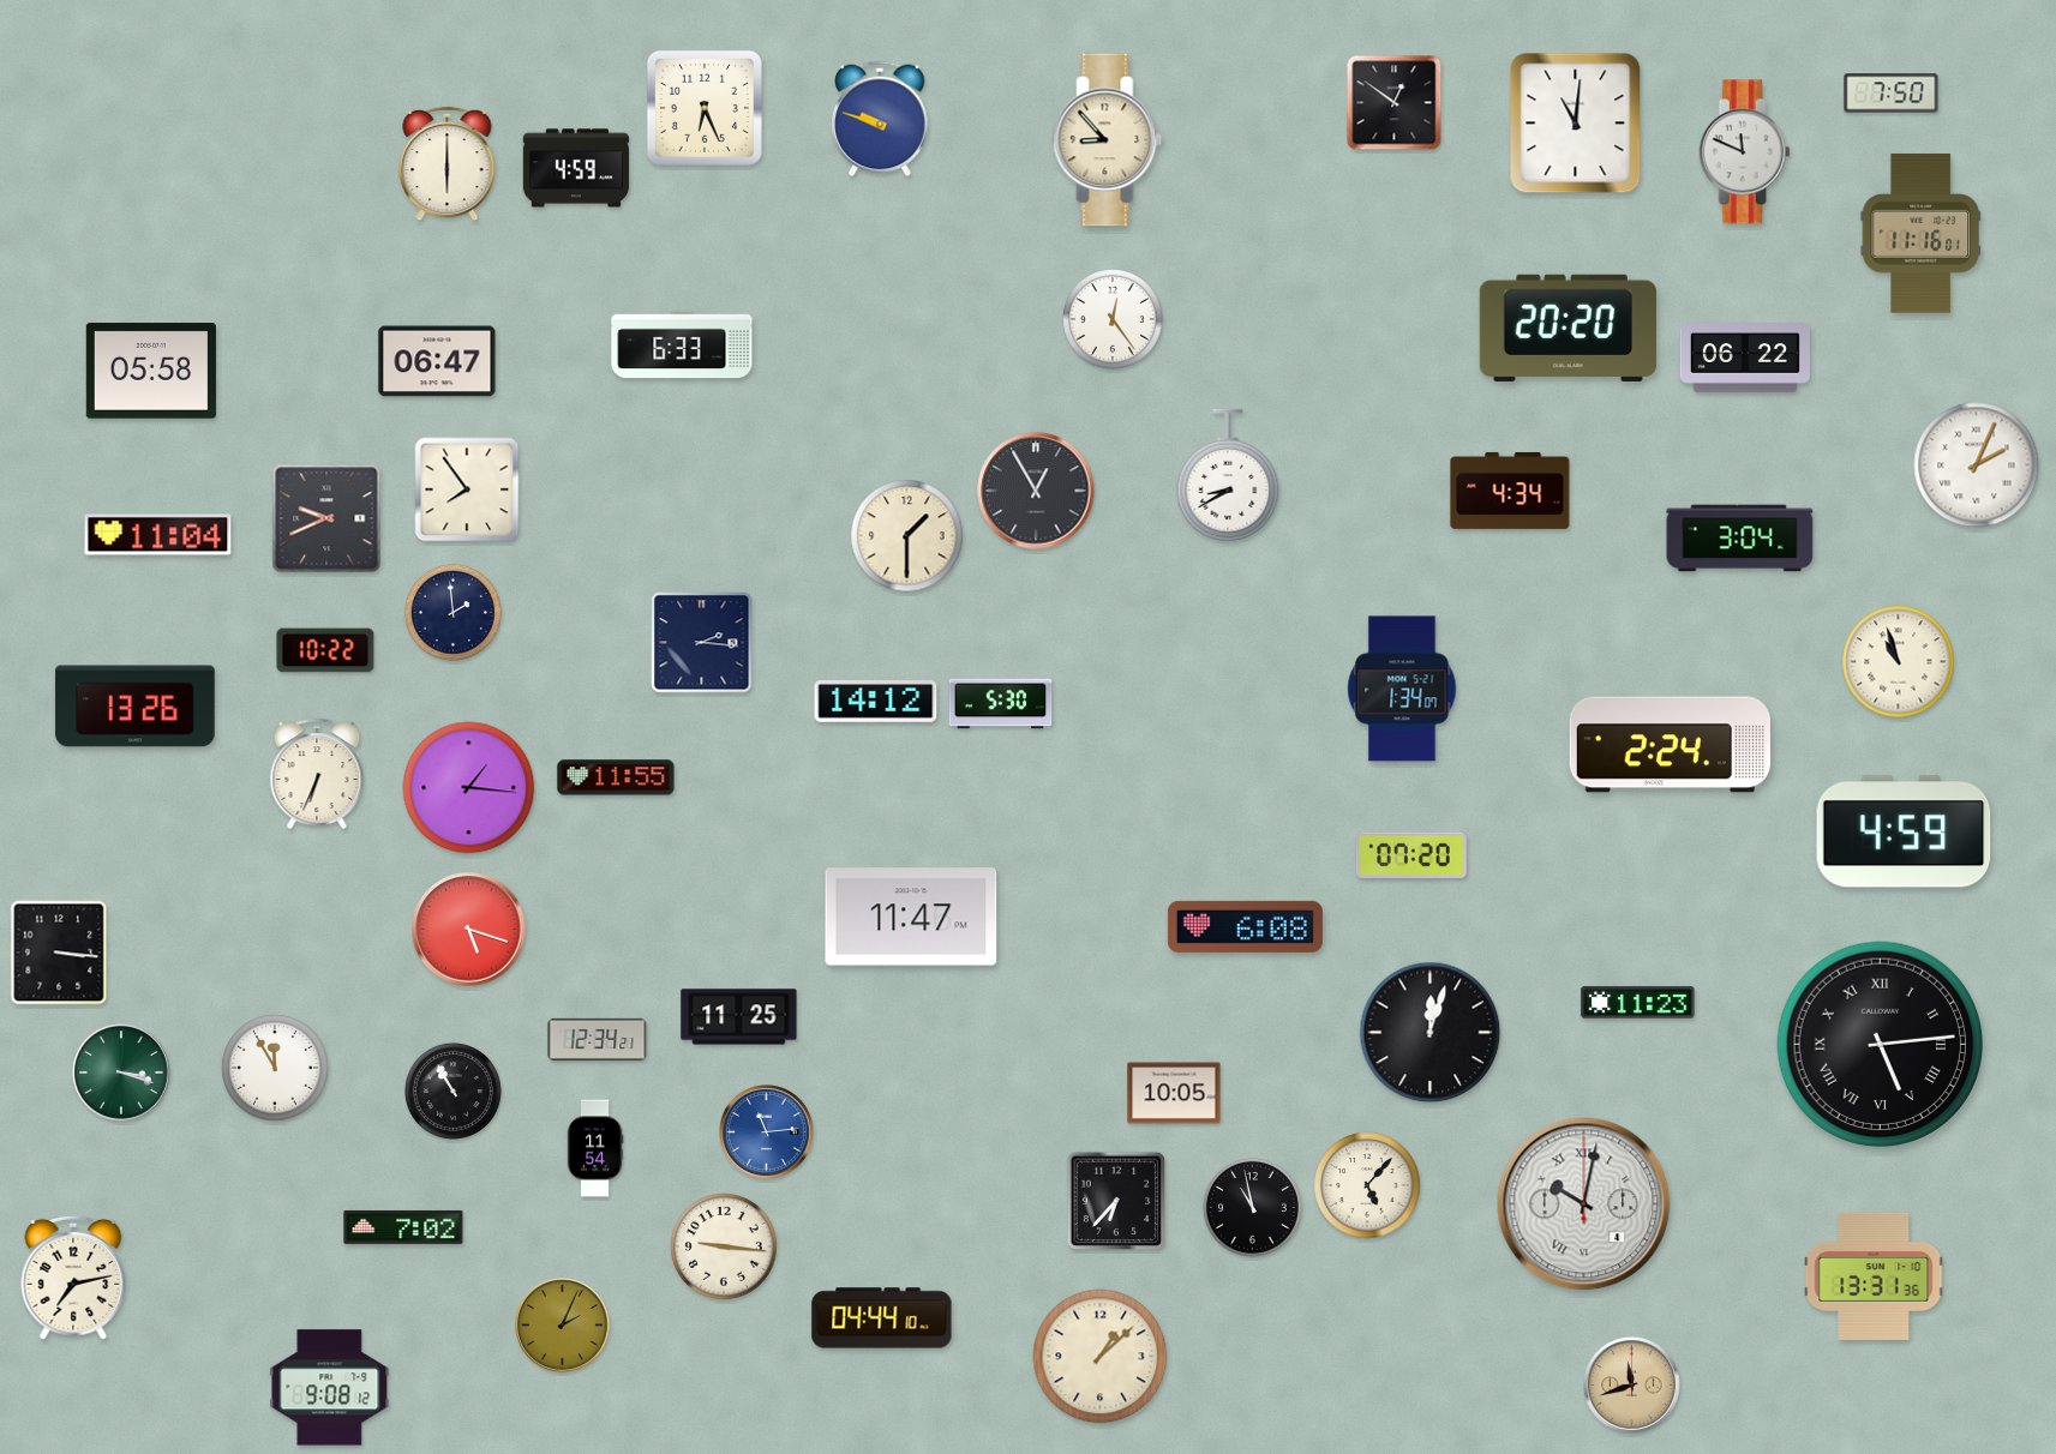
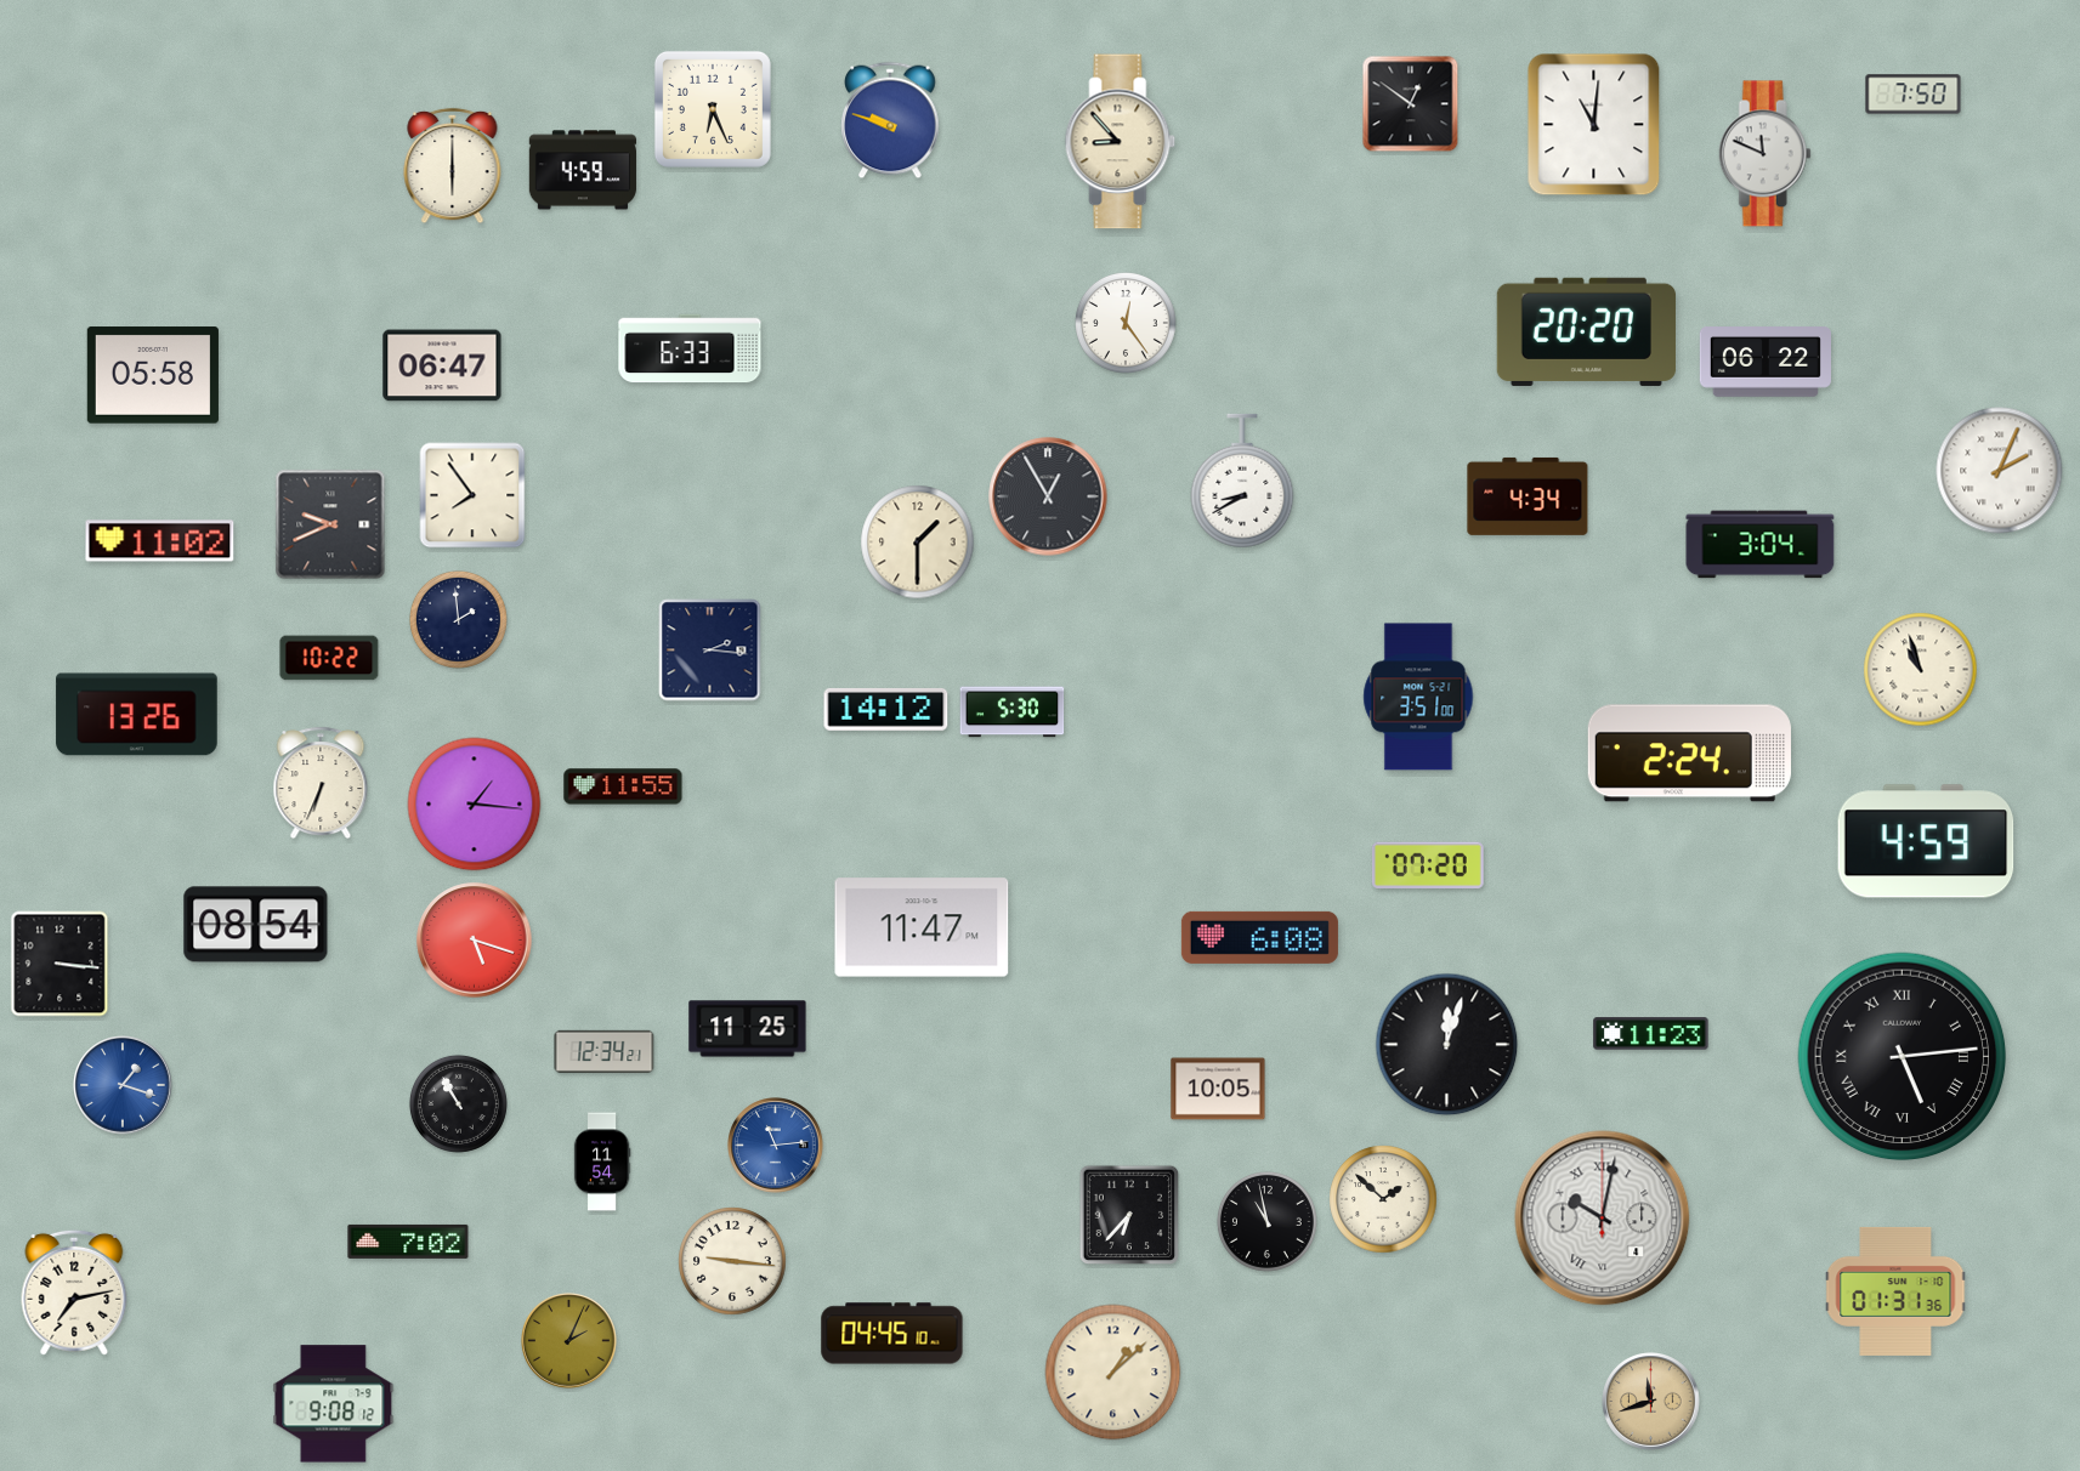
clock at (1920, 234): 11:16 -> none
clock at (158, 535): 11:04 -> 11:02
clock at (1402, 689): 1:34 -> 3:51
clock at (469, 788) position: (469, 788) -> (475, 805)
clock at (256, 925): none -> 08:54
clock at (1638, 1003) position: (1638, 1003) -> (1651, 1034)
clock at (275, 1068): 11:55 -> none
clock at (121, 1073): 3:18 -> 1:18
clock at (121, 1073) dial: green -> blue
clock at (1174, 1093) position: (1174, 1093) -> (1218, 1089)
clock at (1367, 1185): 5:07 -> 1:52
clock at (1874, 1276): 13:31 -> 01:31
clock at (882, 1318): 04:44 -> 04:45
